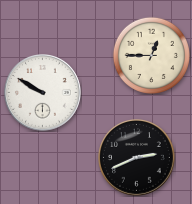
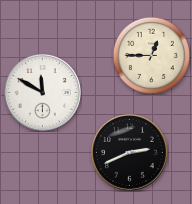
clock at (43, 93): 9:50 -> 11:50
clock at (137, 158) position: (137, 158) -> (130, 153)
